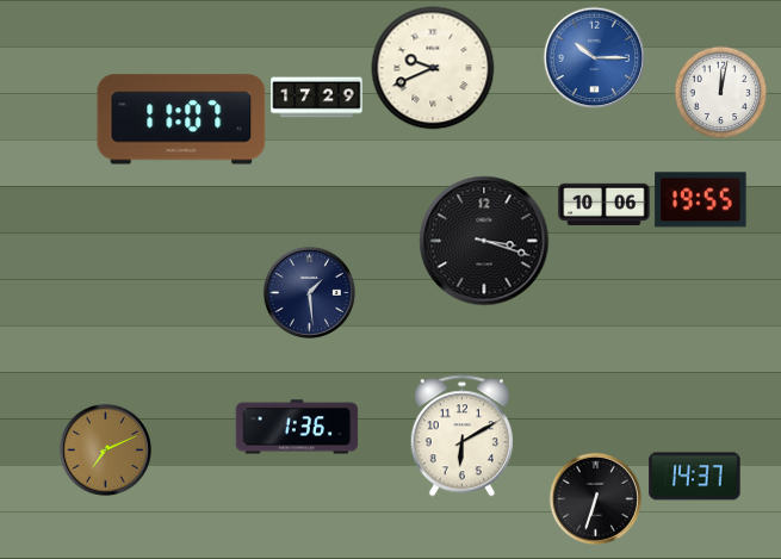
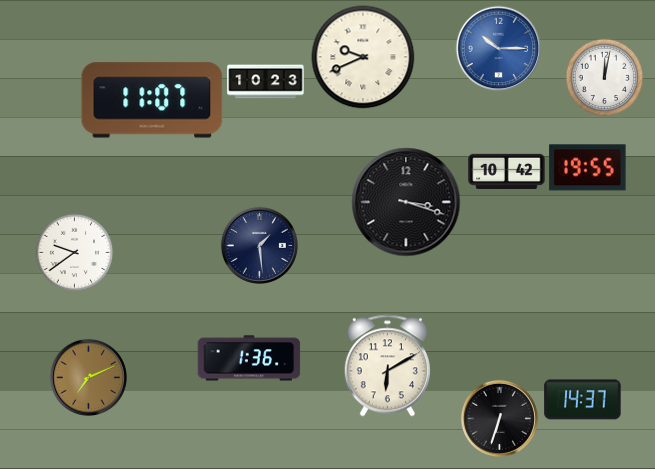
clock at (317, 98): 17:29 -> 10:23
clock at (605, 204): 10:06 -> 10:42
clock at (74, 252): none -> 9:39
